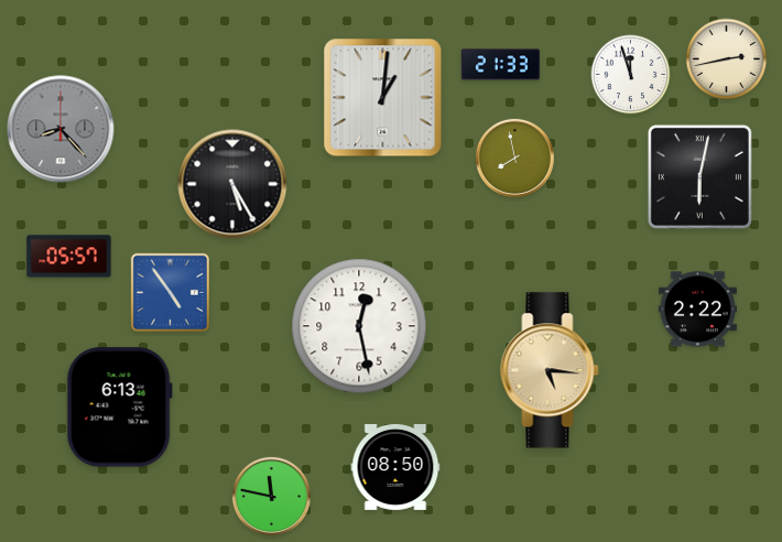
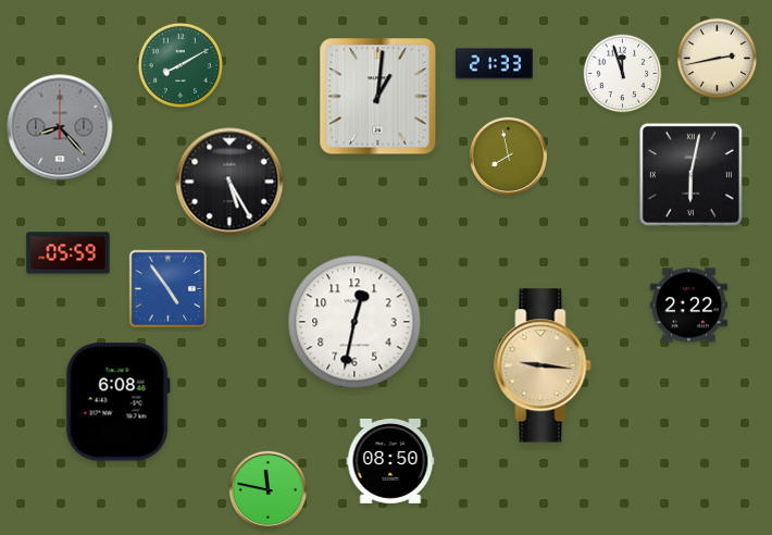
clock at (180, 65): none -> 8:10
clock at (69, 257): 05:57 -> 05:59
clock at (359, 326): 12:28 -> 12:32
clock at (550, 370): 5:16 -> 9:16
clock at (119, 408): 6:13 -> 6:08
